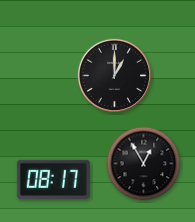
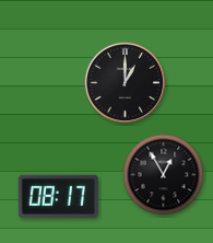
clock at (144, 164) position: (144, 164) -> (164, 175)
